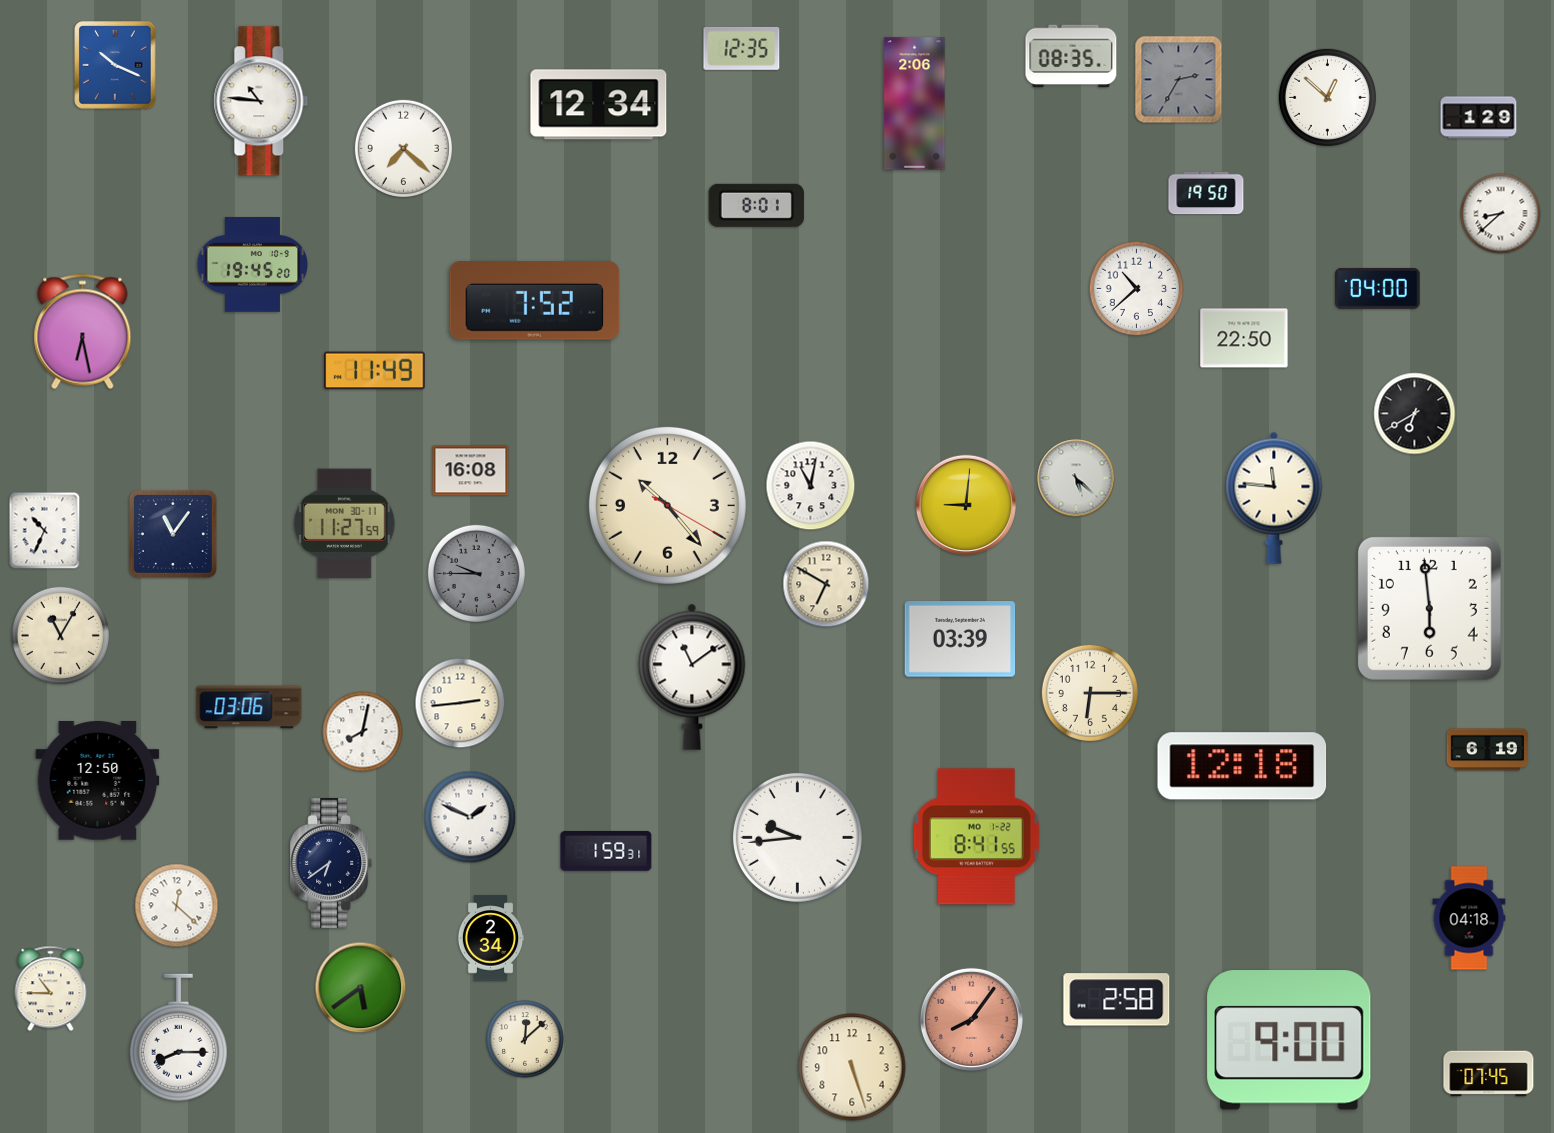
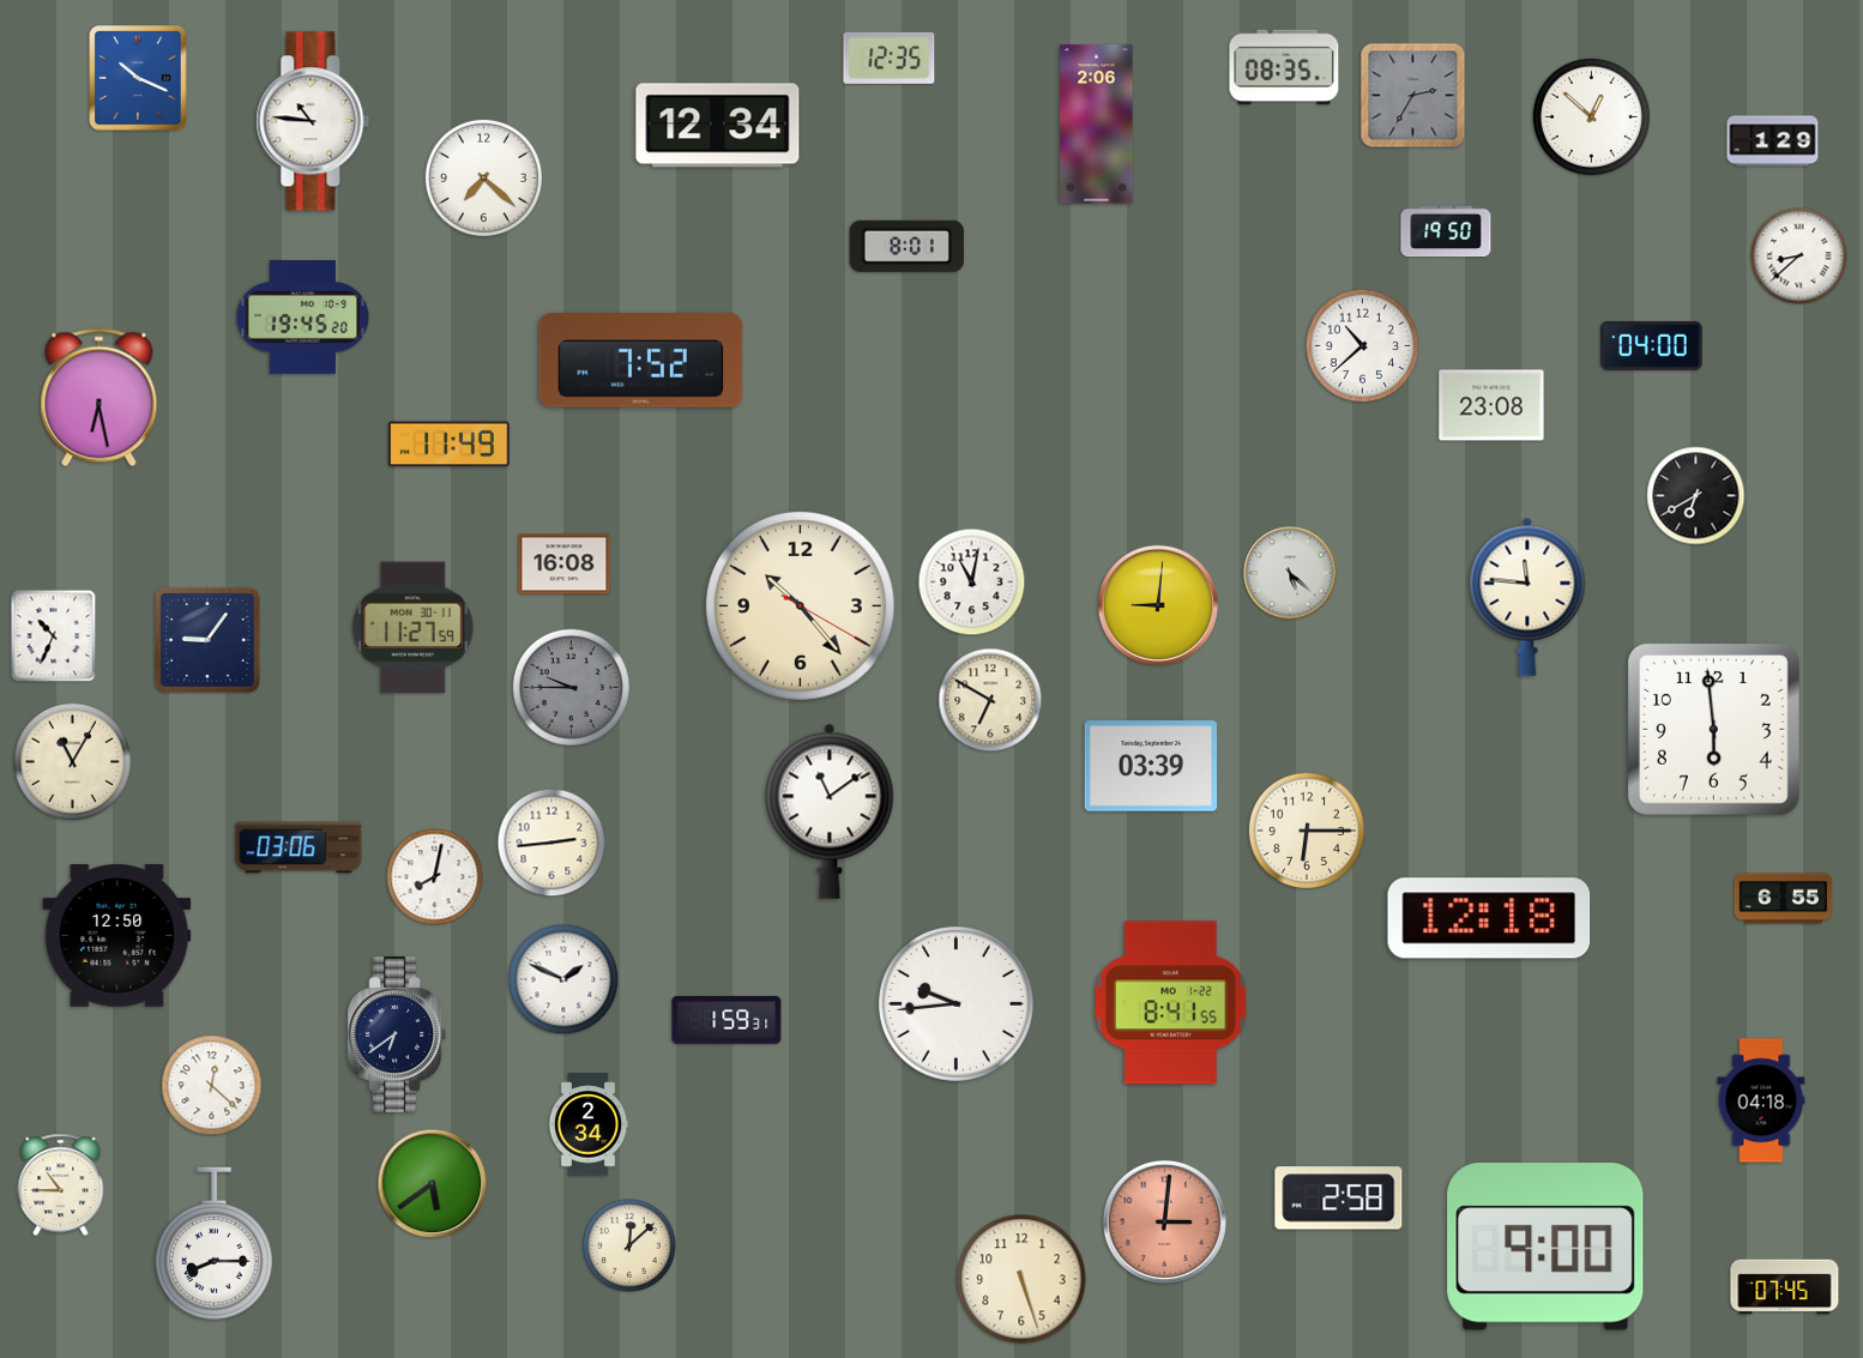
clock at (1244, 338): 22:50 -> 23:08
clock at (173, 534): 11:06 -> 9:06
clock at (1487, 750): 6:19 -> 6:55
clock at (971, 1019): 8:06 -> 3:01
